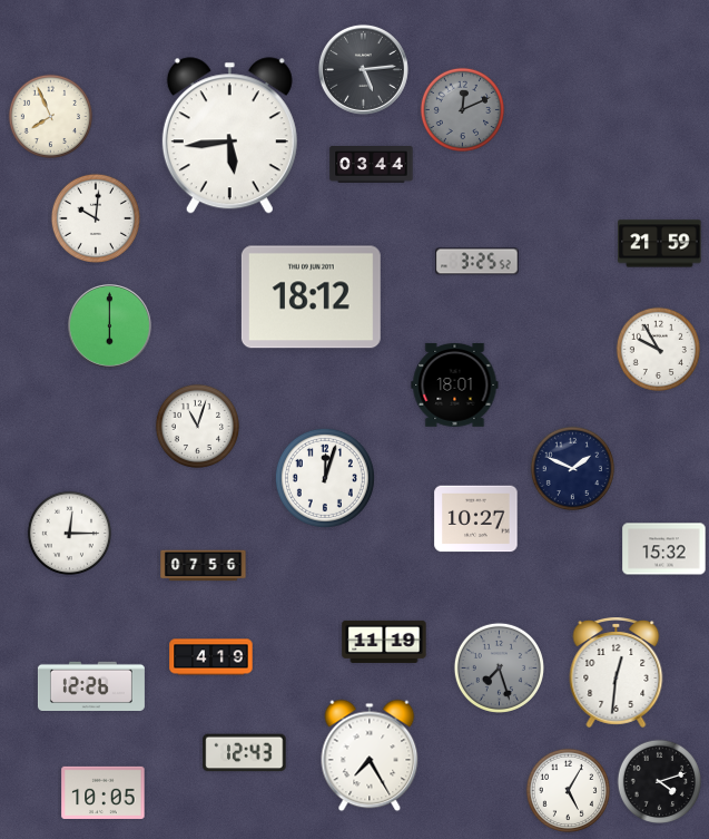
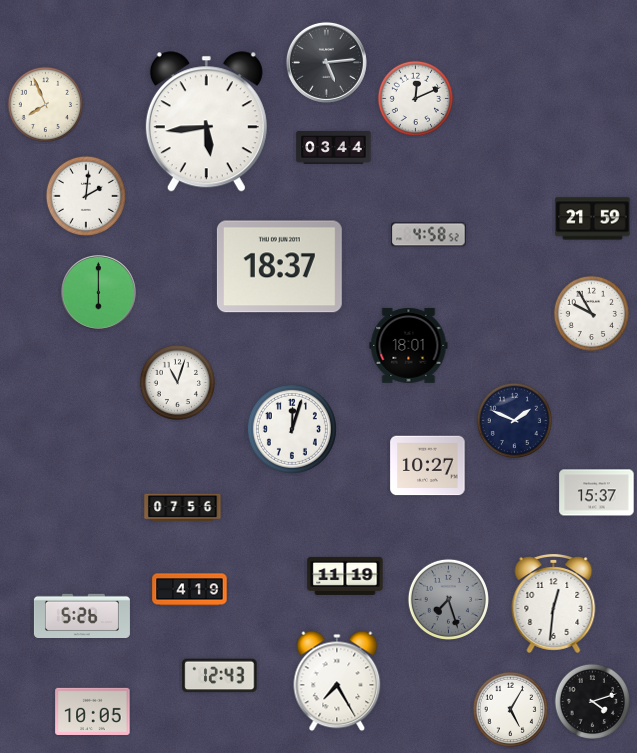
clock at (462, 109) dial: grey -> white
clock at (96, 218): 10:01 -> 2:01
clock at (477, 262): 3:25 -> 4:58
clock at (311, 297): 18:12 -> 18:37
clock at (69, 533): 12:15 -> none
clock at (664, 549): 15:32 -> 15:37
clock at (91, 686): 12:26 -> 5:26
clock at (370, 755) position: (370, 755) -> (337, 681)
